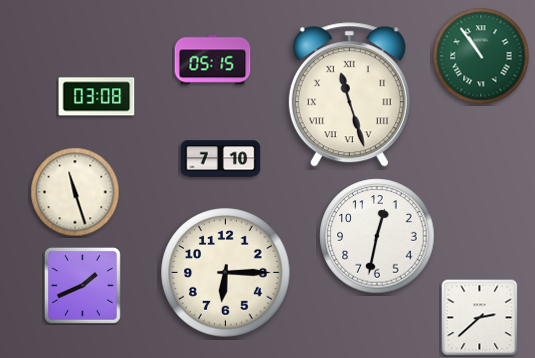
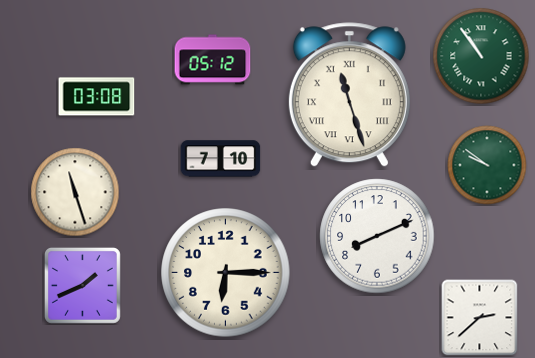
clock at (213, 60): 05:15 -> 05:12
clock at (487, 165): none -> 9:51
clock at (377, 236): 12:32 -> 8:11
